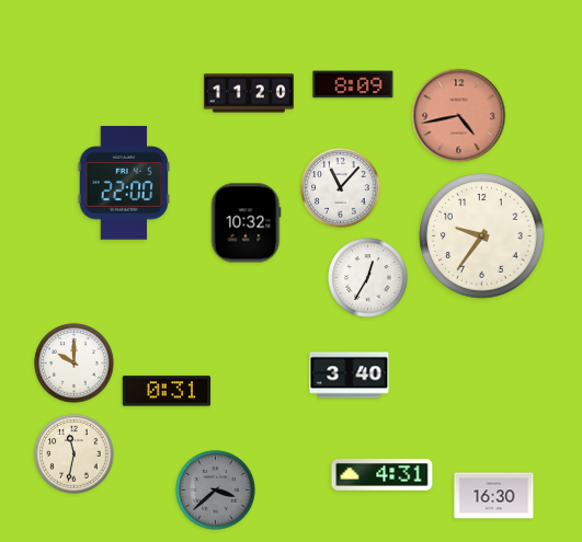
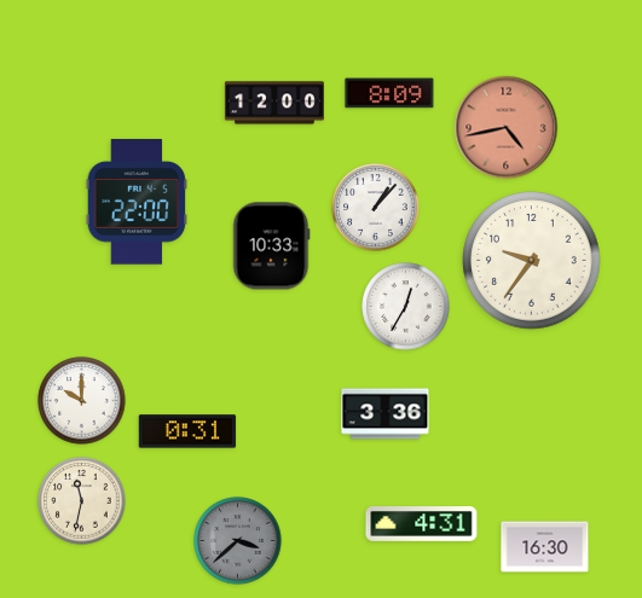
clock at (249, 93): 11:20 -> 12:00
clock at (341, 188): 11:07 -> 1:07
clock at (246, 223): 10:32 -> 10:33
clock at (350, 376): 3:40 -> 3:36
clock at (167, 391) position: (167, 391) -> (187, 431)
